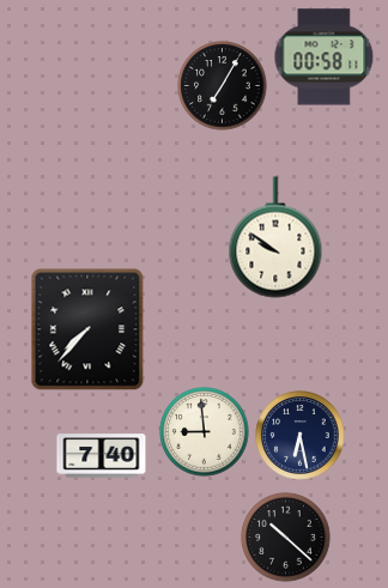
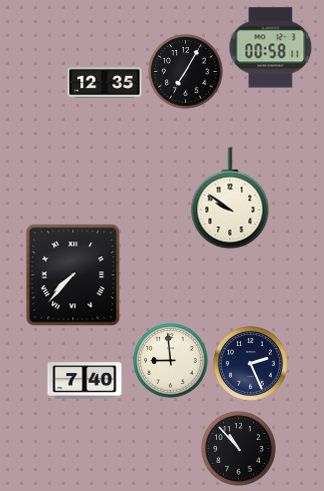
clock at (105, 83): none -> 12:35
clock at (301, 436): 6:28 -> 2:26
clock at (286, 538): 10:22 -> 10:53
